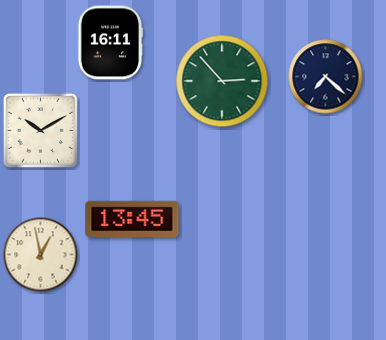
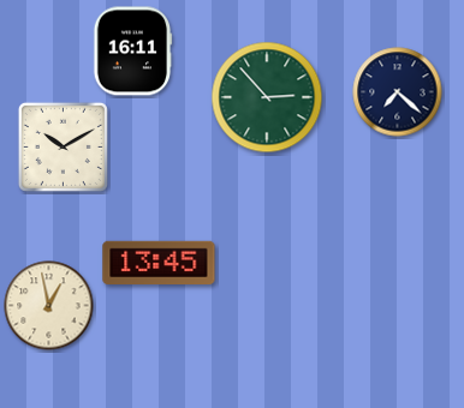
clock at (326, 77) position: (326, 77) -> (398, 92)
clock at (40, 130) position: (40, 130) -> (63, 146)
